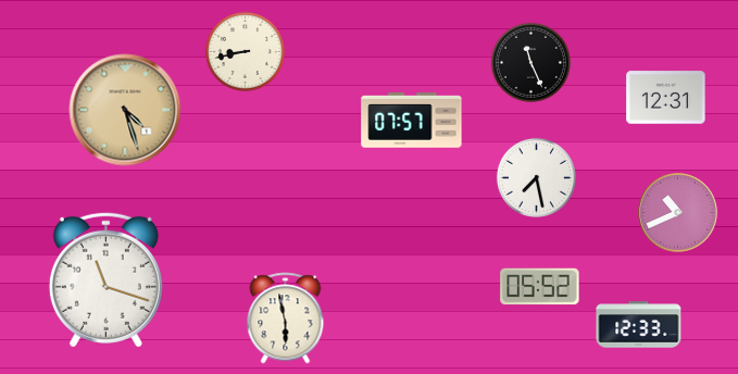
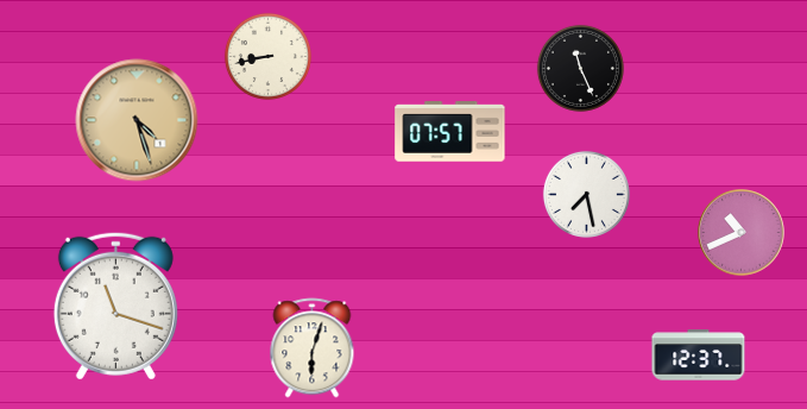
clock at (666, 98): 12:31 -> none
clock at (540, 287): 05:52 -> none
clock at (286, 319): 5:58 -> 6:03
clock at (639, 325): 12:33 -> 12:37
